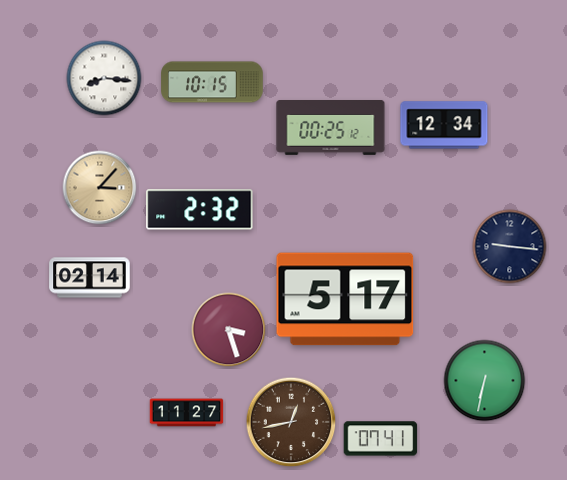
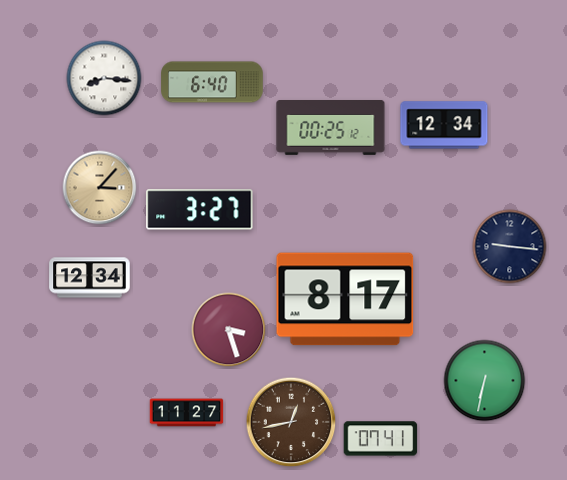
clock at (212, 82): 10:15 -> 6:40
clock at (200, 210): 2:32 -> 3:27
clock at (90, 278): 02:14 -> 12:34
clock at (345, 299): 5:17 -> 8:17
